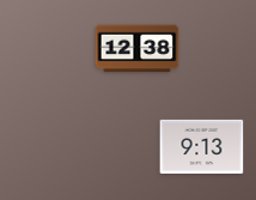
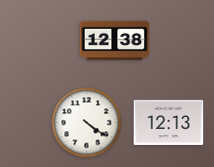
clock at (202, 146): 9:13 -> 12:13
clock at (87, 123): none -> 4:21
